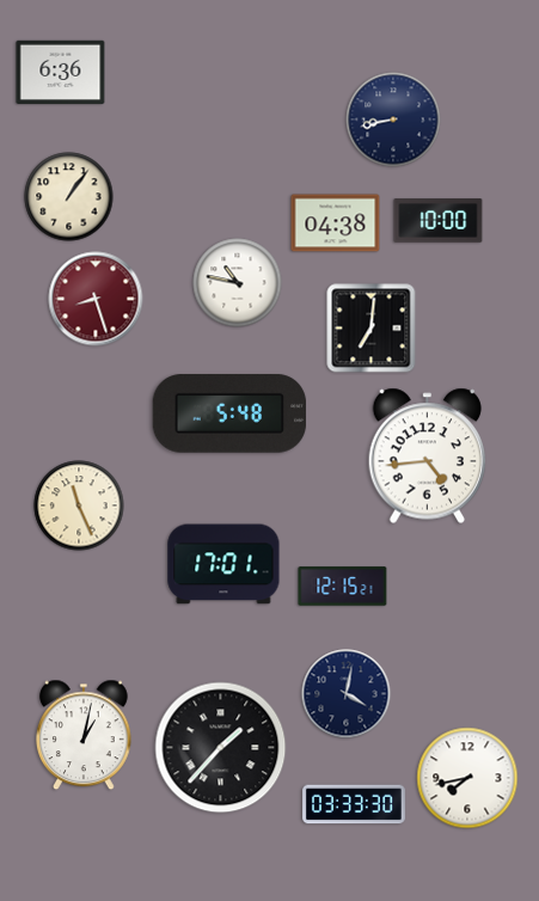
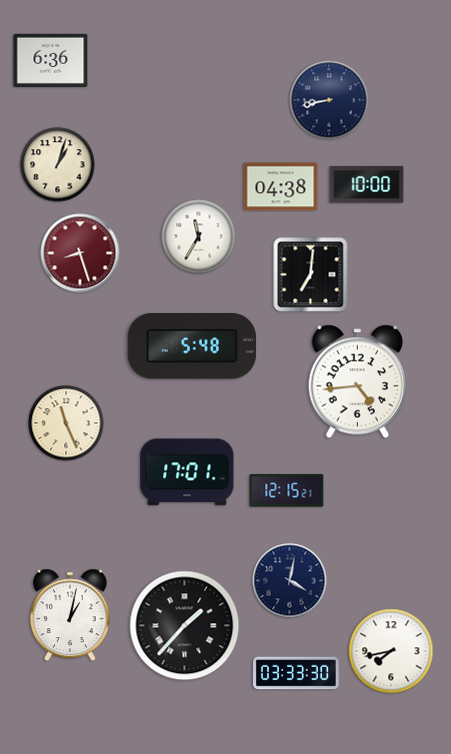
clock at (69, 197): 1:06 -> 1:03
clock at (238, 283): 10:47 -> 11:35
clock at (96, 299) position: (96, 299) -> (80, 253)
